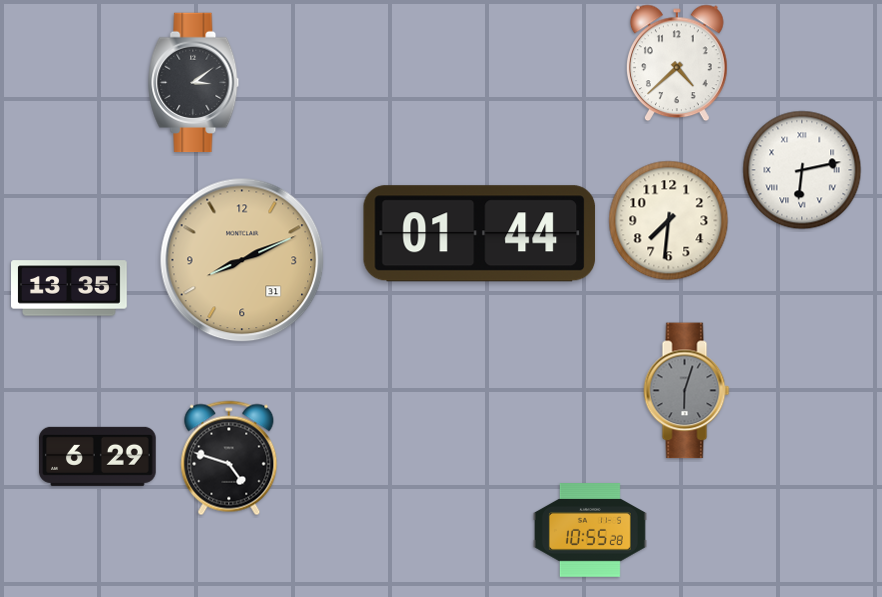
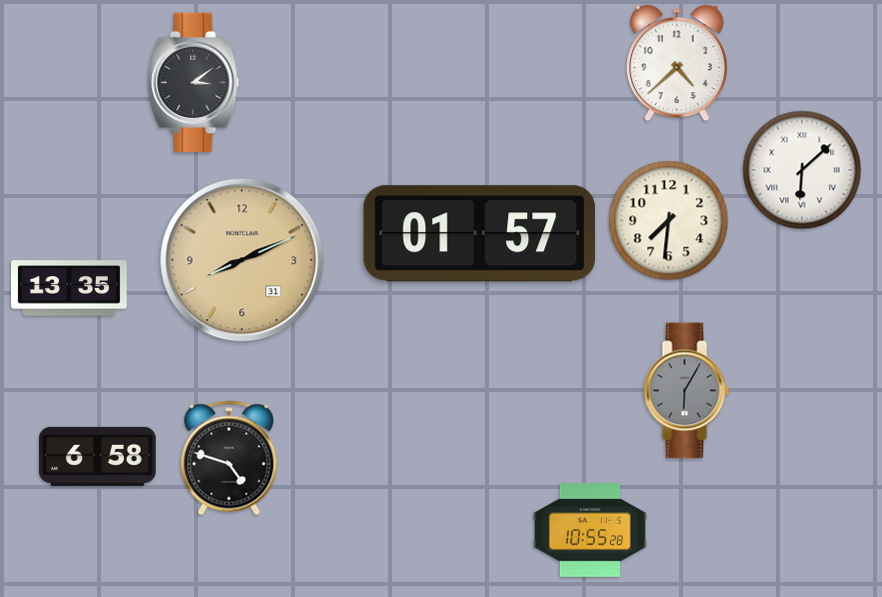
clock at (802, 170): 6:13 -> 6:08
clock at (480, 234): 01:44 -> 01:57
clock at (687, 391): 6:03 -> 6:05
clock at (98, 456): 6:29 -> 6:58
